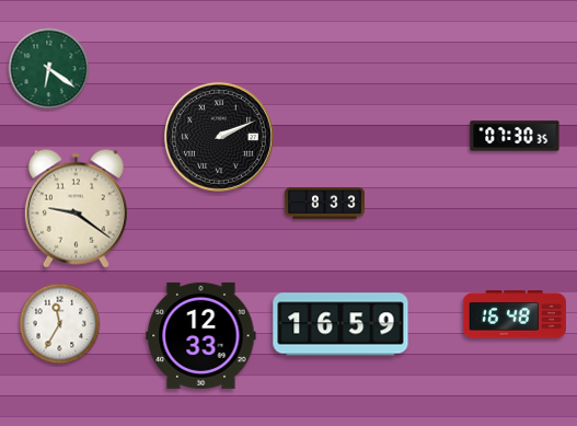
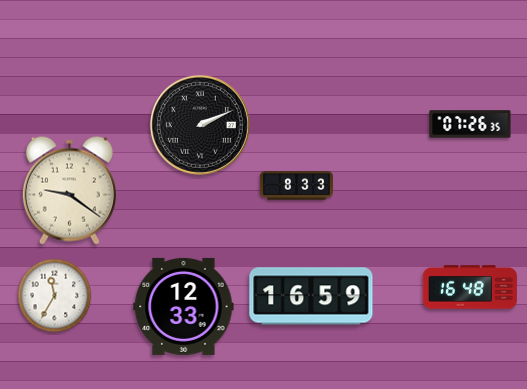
clock at (49, 69): 6:21 -> none
clock at (515, 136): 07:30 -> 07:26
